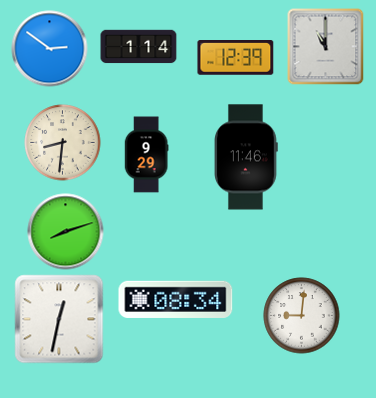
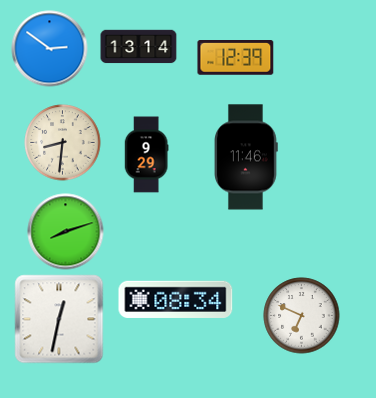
clock at (139, 47): 1:14 -> 13:14
clock at (326, 47): 11:00 -> none
clock at (302, 316): 9:01 -> 6:49
